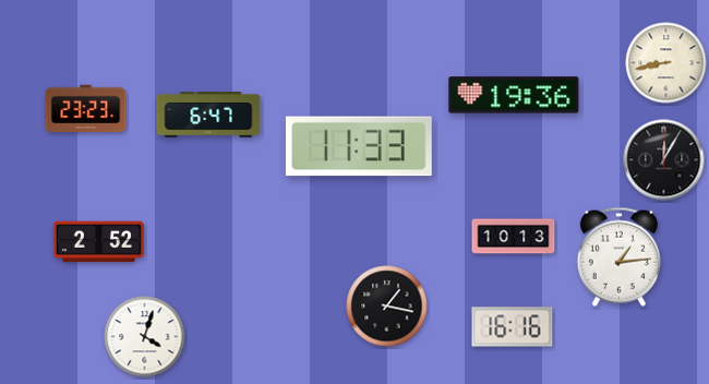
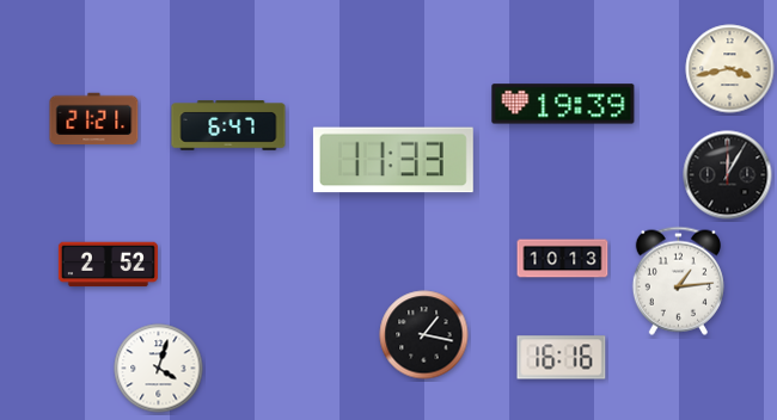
clock at (666, 63): 8:43 -> 3:43
clock at (514, 95): 19:36 -> 19:39
clock at (86, 109): 23:23 -> 21:21
